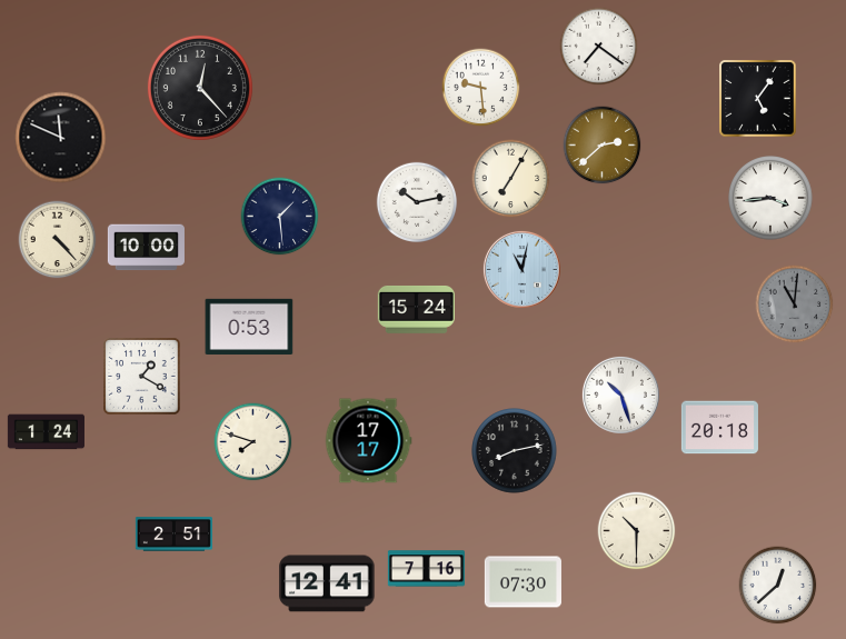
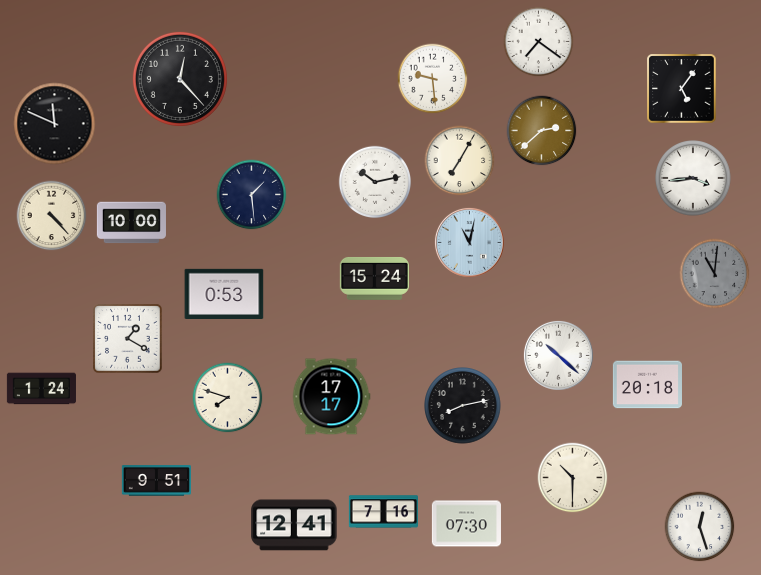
clock at (620, 395): 10:27 -> 10:22
clock at (173, 535): 2:51 -> 9:51
clock at (522, 582) position: (522, 582) -> (466, 524)
clock at (778, 586): 12:38 -> 12:27
